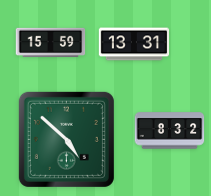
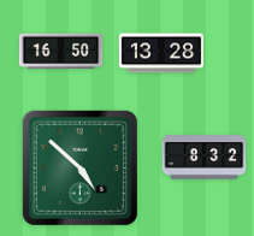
clock at (51, 42): 15:59 -> 16:50
clock at (134, 44): 13:31 -> 13:28
